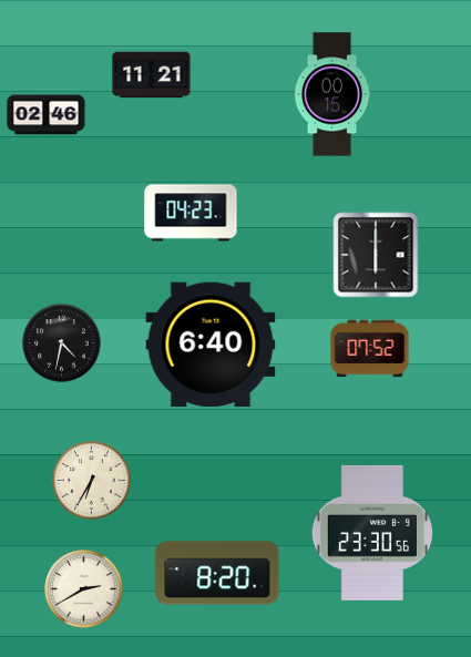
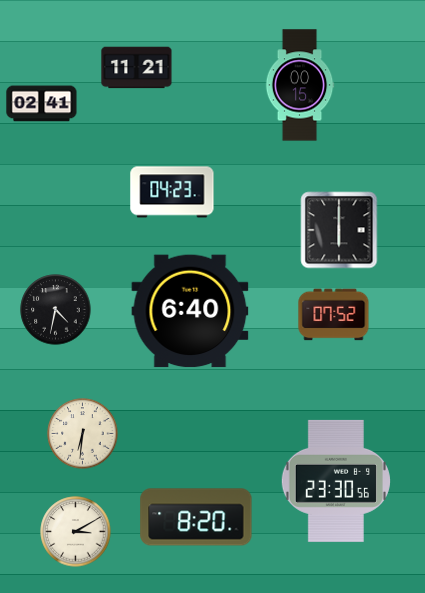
clock at (47, 115): 02:46 -> 02:41
clock at (92, 481): 6:35 -> 6:31
clock at (84, 589): 2:40 -> 3:10
